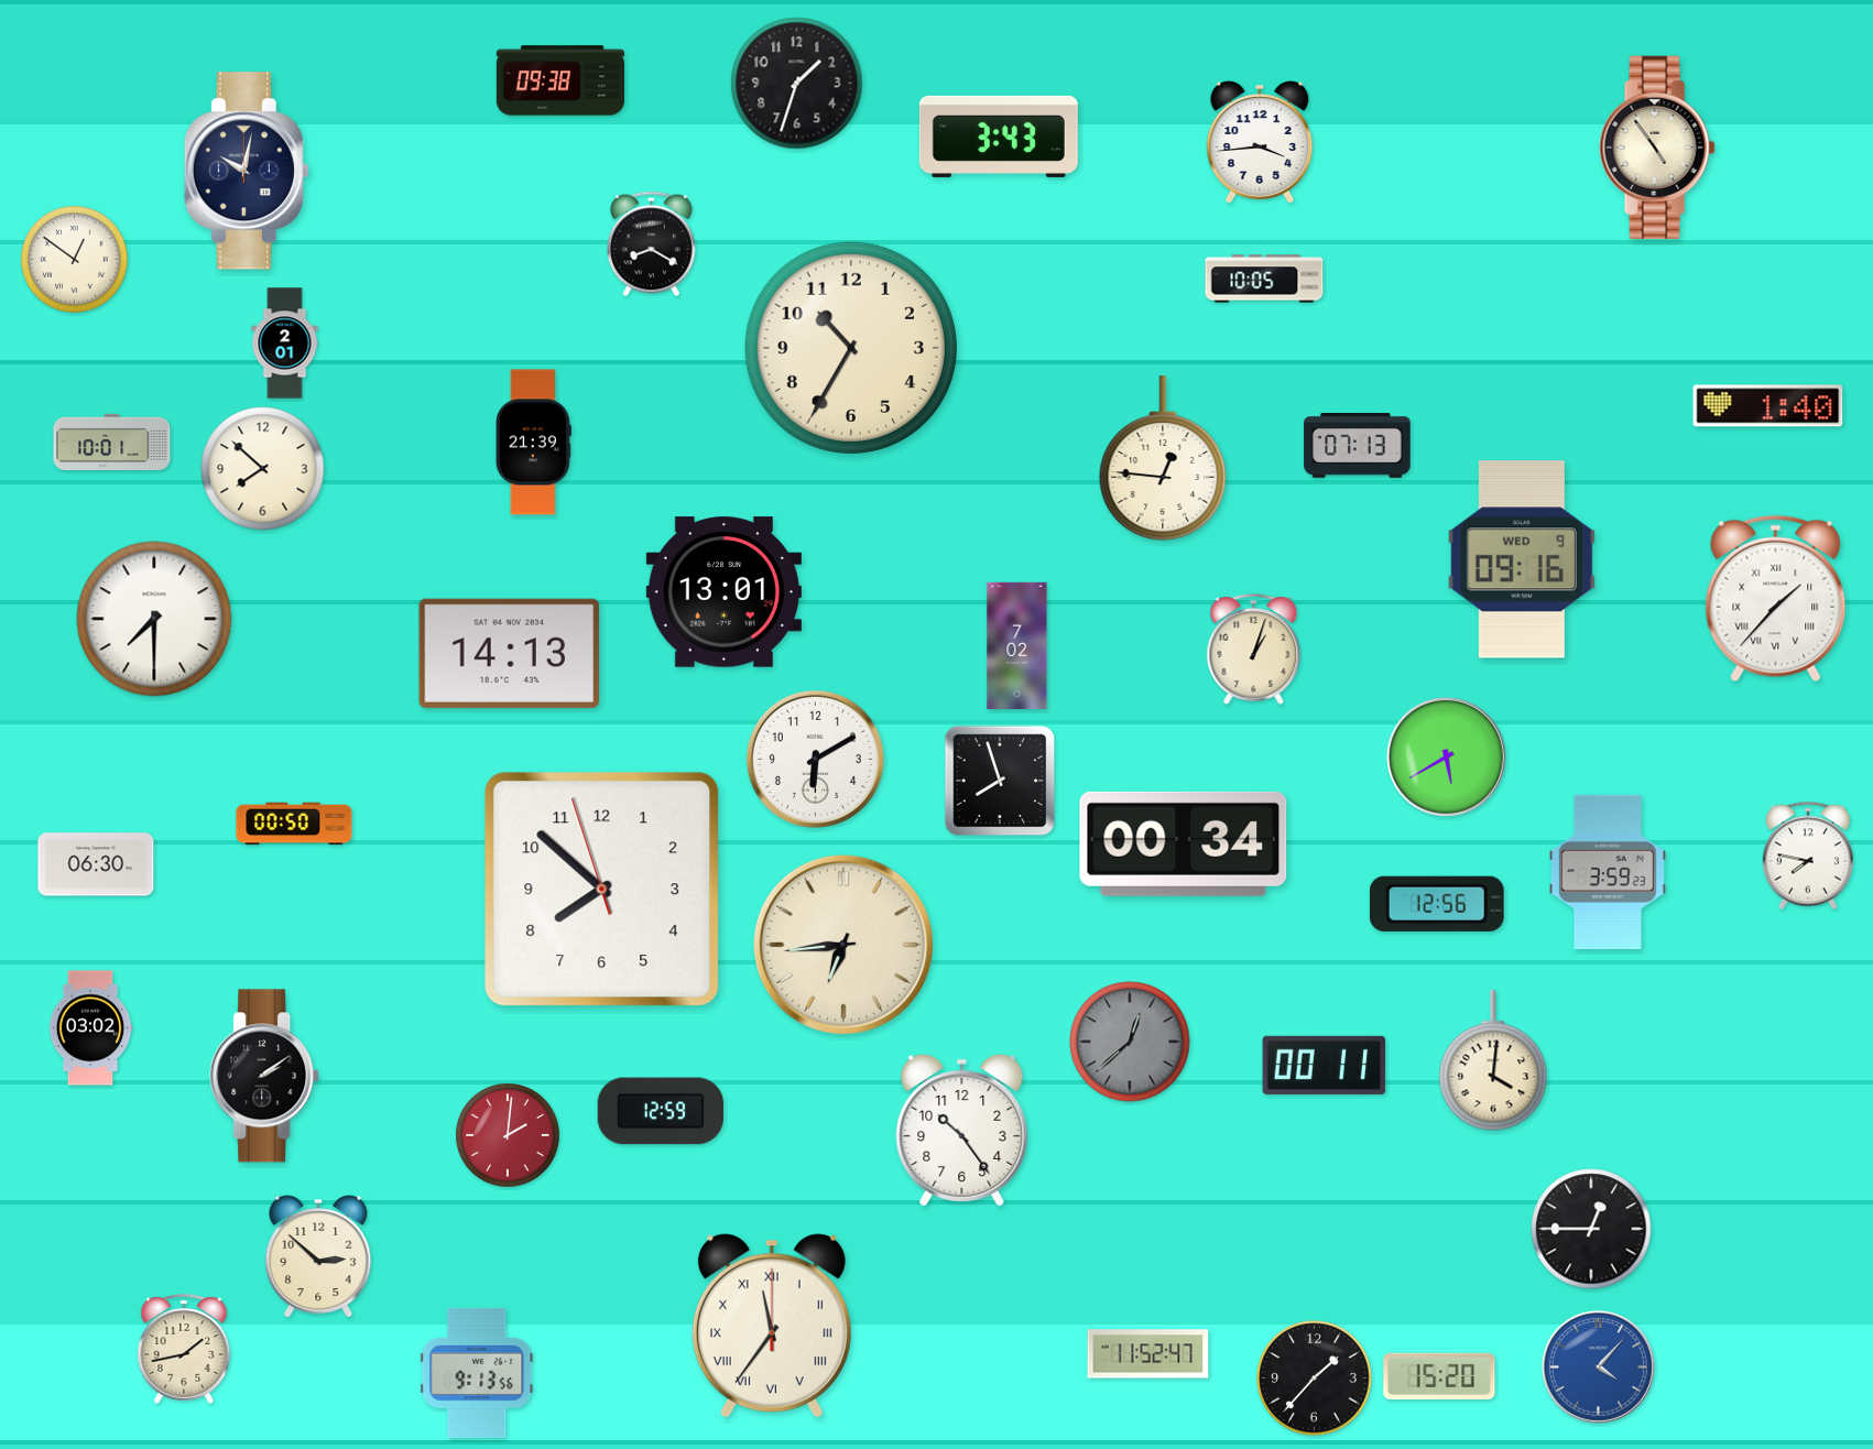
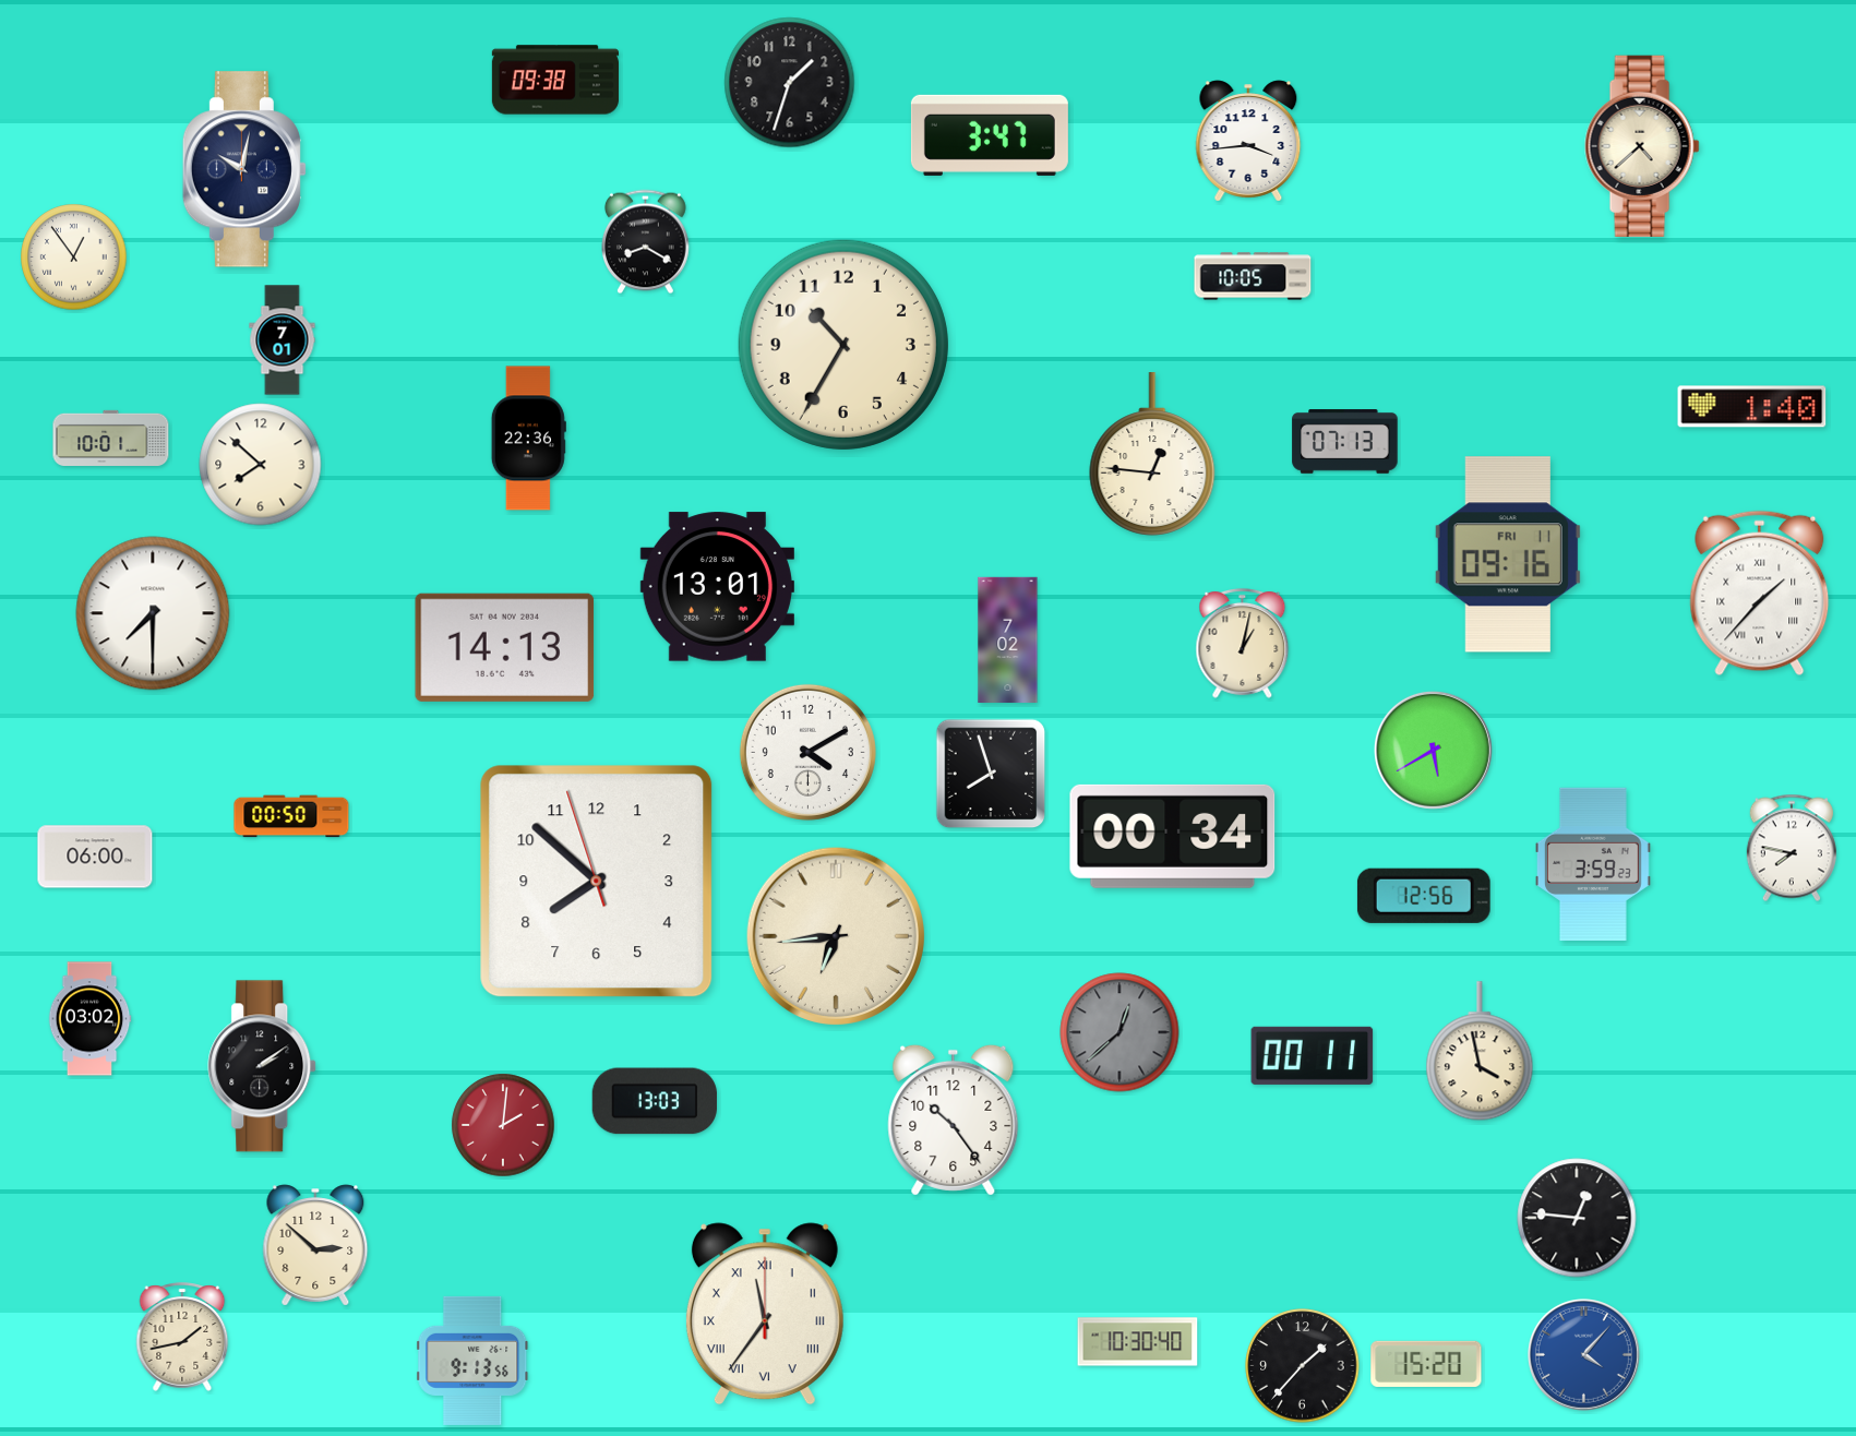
clock at (999, 137): 3:43 -> 3:47
clock at (1657, 148): 4:54 -> 4:38
clock at (75, 260): 12:51 -> 12:54
clock at (285, 344): 2:01 -> 7:01
clock at (1768, 406) position: (1768, 406) -> (1752, 407)
clock at (533, 443): 21:39 -> 22:36
clock at (1522, 559) date: WED 9 -> FRI 11
clock at (1254, 649): 1:03 -> 1:02
clock at (815, 759): 6:10 -> 4:10
clock at (96, 864): 06:30 -> 06:00
clock at (1493, 1061): 4:01 -> 3:58
clock at (661, 1111): 12:59 -> 13:03
clock at (1591, 1229): 12:45 -> 12:46
clock at (1148, 1354): 11:52 -> 10:30
